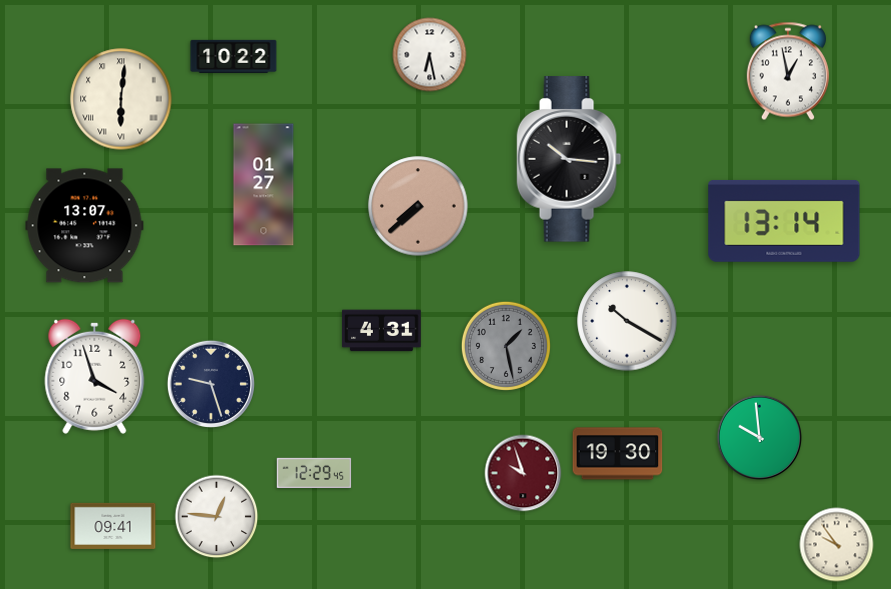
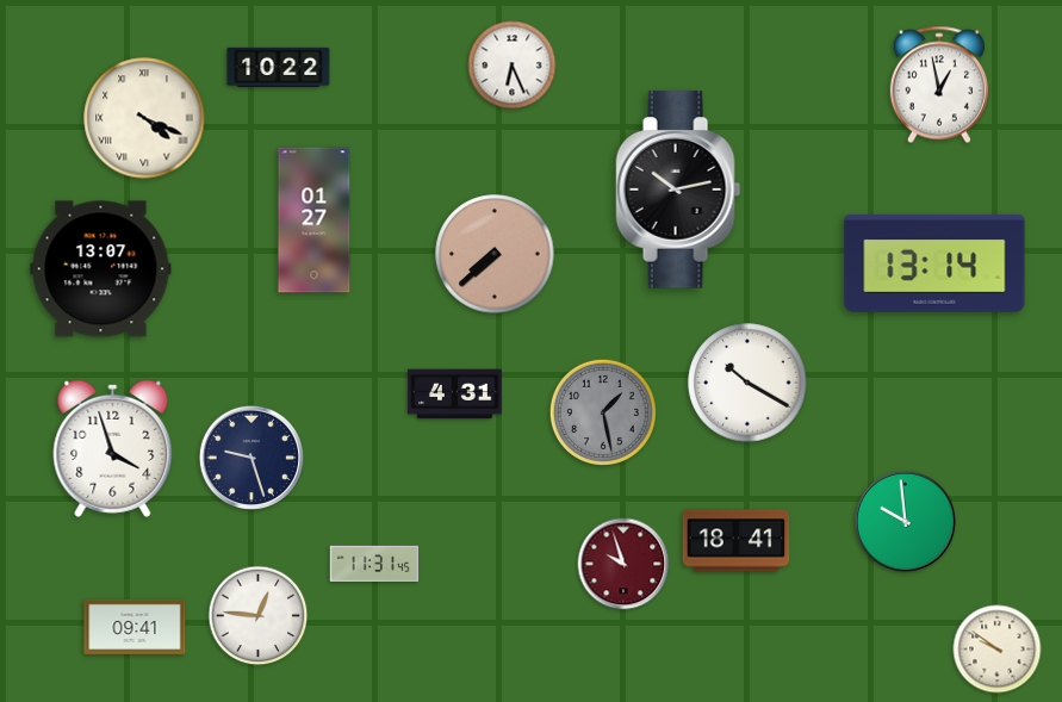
clock at (430, 55): 6:28 -> 6:26
clock at (121, 99): 6:01 -> 4:19
clock at (569, 159): 10:16 -> 10:13
clock at (418, 206) position: (418, 206) -> (495, 254)
clock at (618, 454): 19:30 -> 18:41
clock at (314, 472): 12:29 -> 11:31
clock at (837, 545): 9:54 -> 9:51
